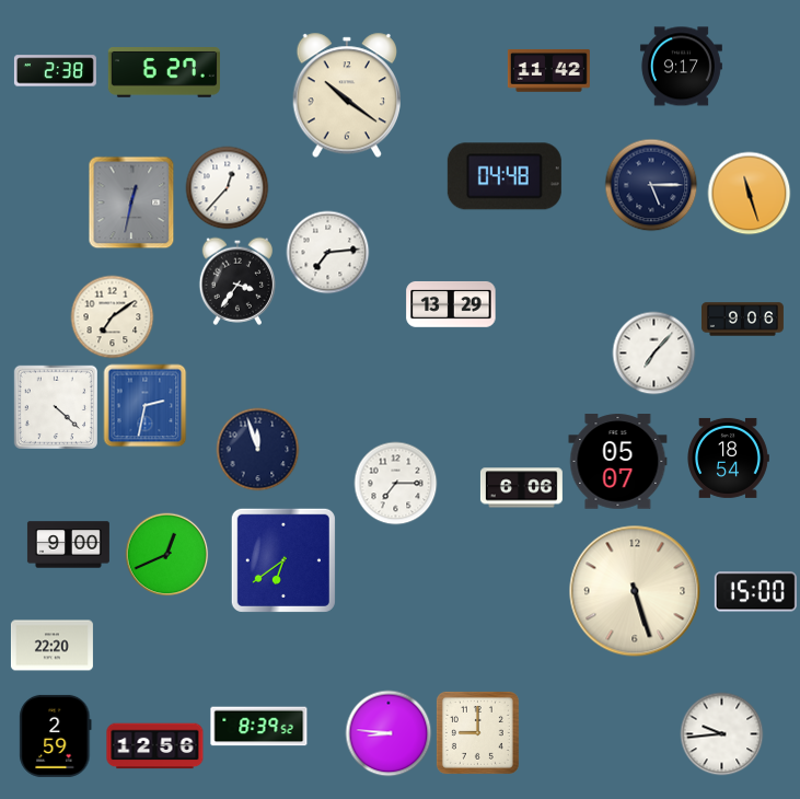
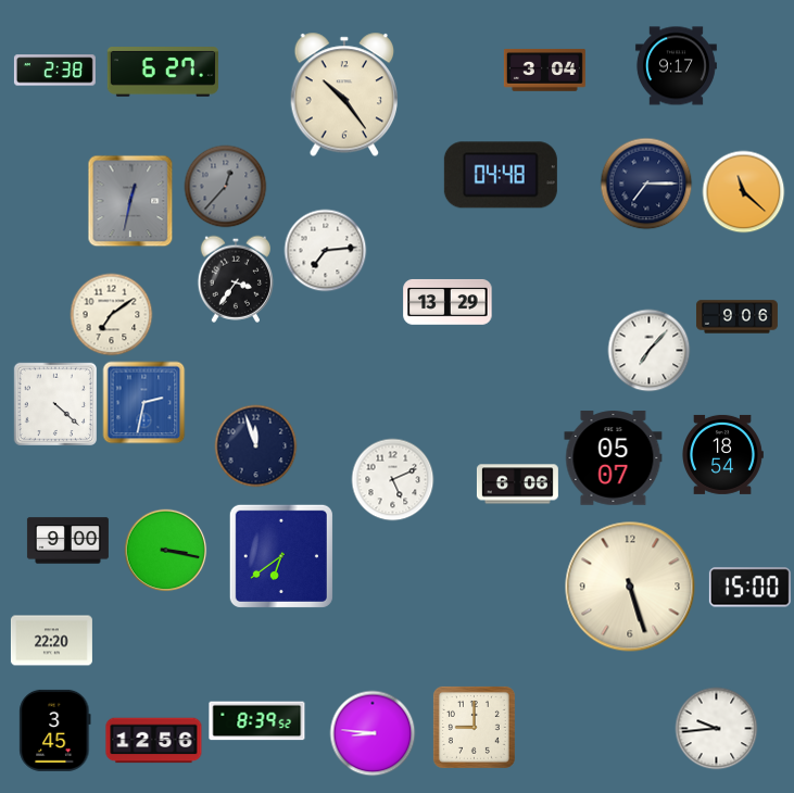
clock at (548, 70): 11:42 -> 3:04
clock at (346, 95): 10:21 -> 10:24
clock at (651, 185): 5:15 -> 7:15
clock at (228, 188) dial: white -> grey
clock at (750, 194): 11:27 -> 11:22
clock at (396, 484): 7:15 -> 5:11
clock at (167, 555): 12:41 -> 3:17
clock at (389, 733) position: (389, 733) -> (373, 733)
clock at (56, 736): 2:59 -> 3:45
